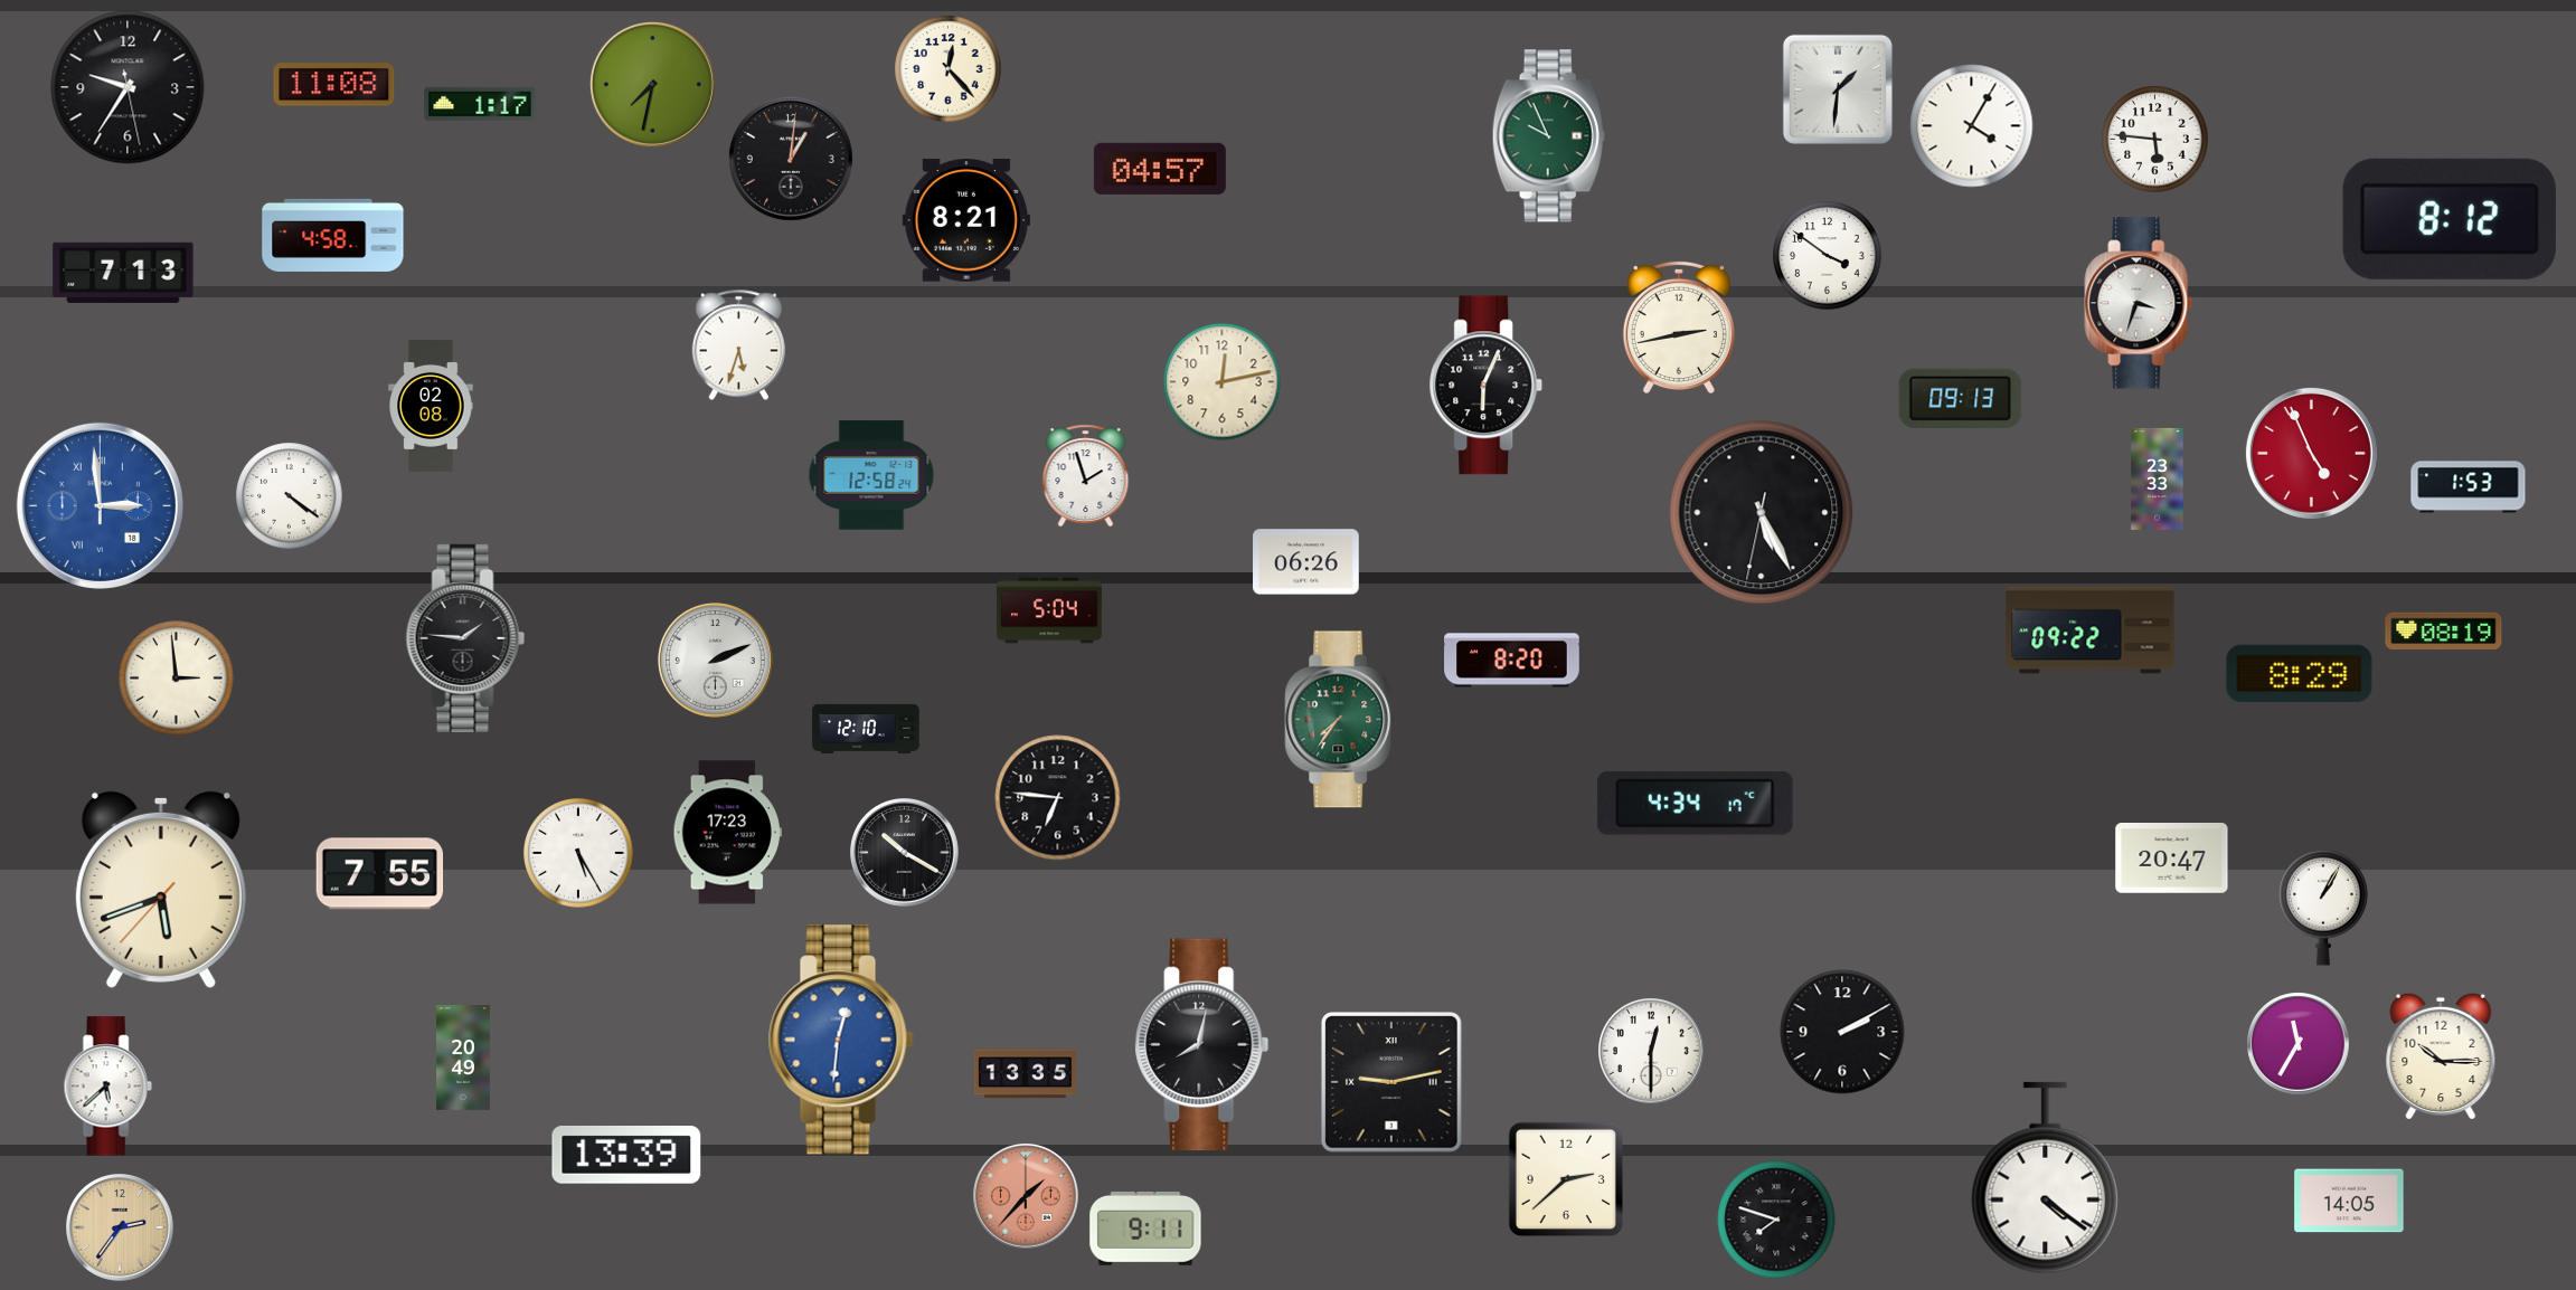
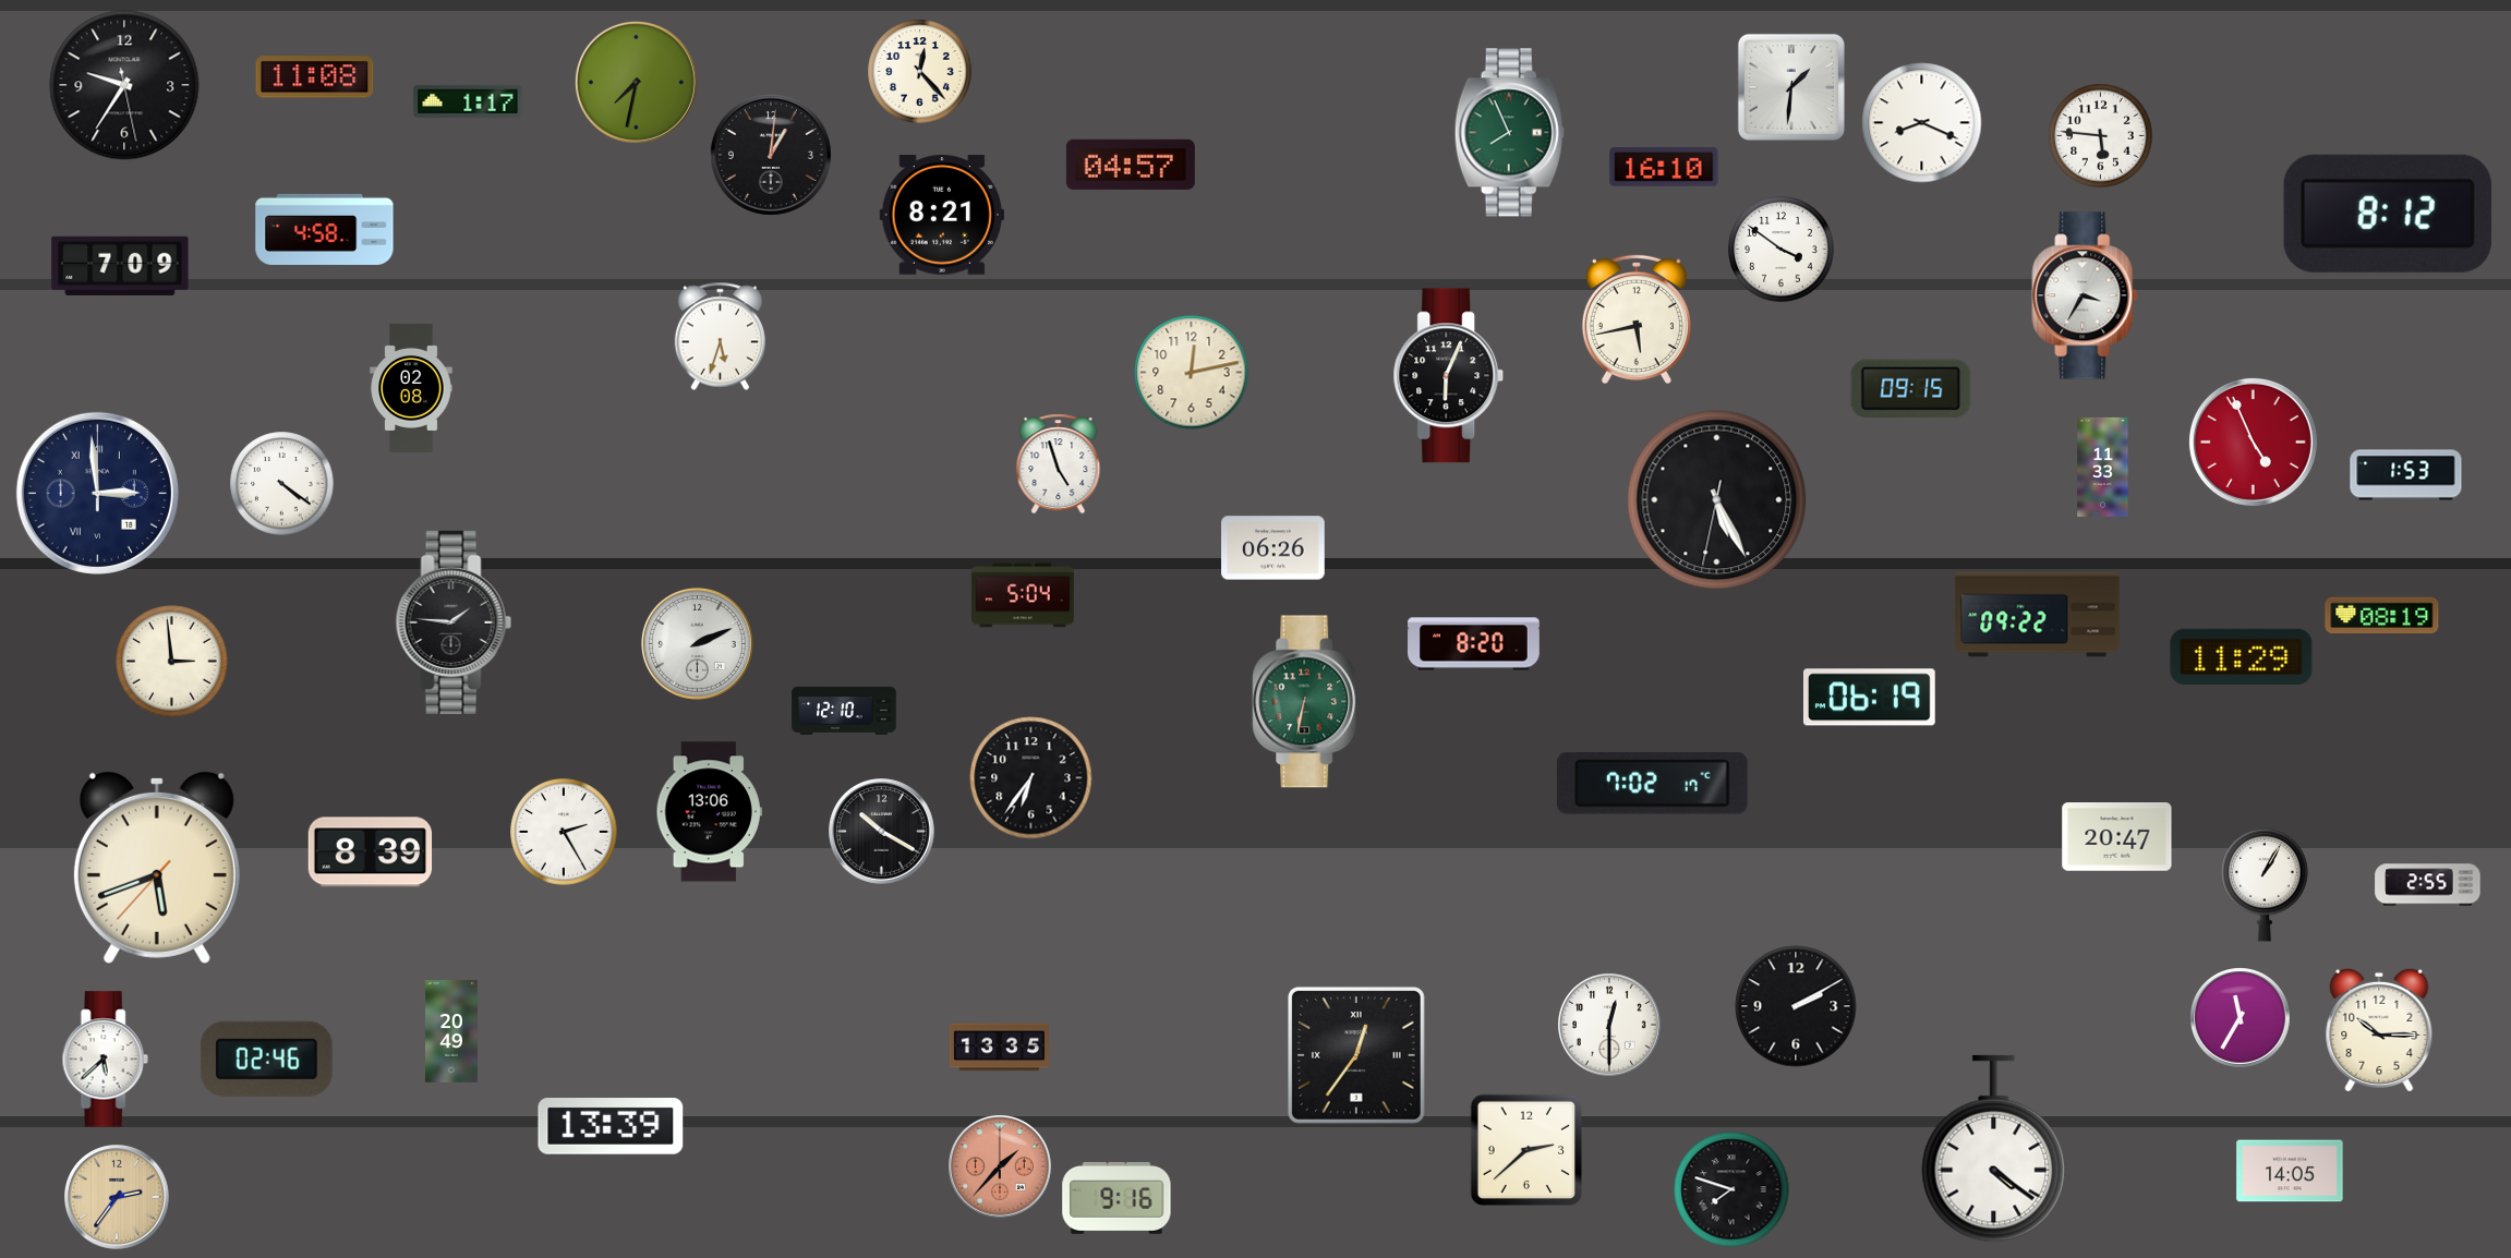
clock at (949, 69) position: (949, 69) -> (920, 72)
clock at (334, 85) position: (334, 85) -> (315, 77)
clock at (1972, 126): 4:05 -> 8:19
clock at (1548, 136): 9:56 -> 7:56
clock at (1664, 167): none -> 16:10
clock at (123, 273): 7:13 -> 7:09
clock at (2139, 303): 3:33 -> 3:35
clock at (1679, 328): 2:43 -> 5:43
clock at (1961, 398): 09:13 -> 09:15
clock at (431, 406) position: (431, 406) -> (411, 388)
clock at (871, 475): 12:58 -> none
clock at (1086, 476): 1:57 -> 4:57
clock at (2158, 478): 23:33 -> 11:33
clock at (100, 505) dial: blue -> navy
clock at (2300, 673): 8:29 -> 11:29
clock at (1870, 698): none -> 06:19
clock at (1341, 720): 7:36 -> 6:32
clock at (1058, 798): 6:46 -> 6:36
clock at (1695, 804): 4:34 -> 7:02
clock at (727, 833): 17:23 -> 13:06
clock at (578, 853): 5:25 -> 2:25
clock at (380, 874): 7:55 -> 8:39
clock at (2428, 885): none -> 2:55
clock at (841, 1040): 12:31 -> none
clock at (1202, 1045): 8:02 -> none
clock at (1391, 1082): 9:13 -> 12:36
clock at (266, 1059): none -> 02:46
clock at (1145, 1229): 9:11 -> 9:16
